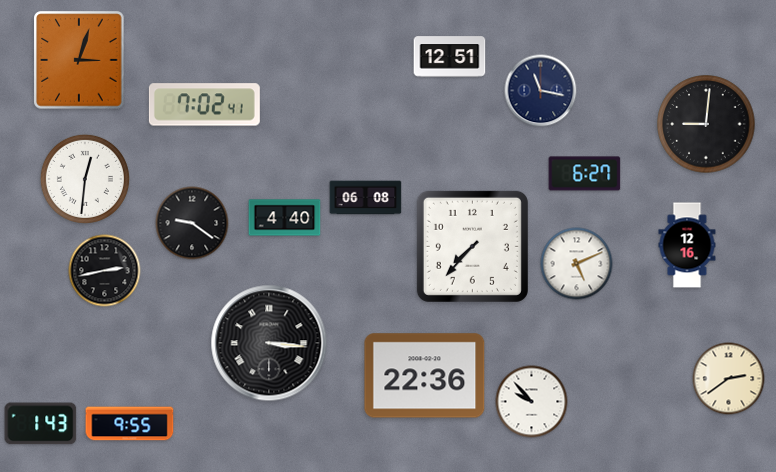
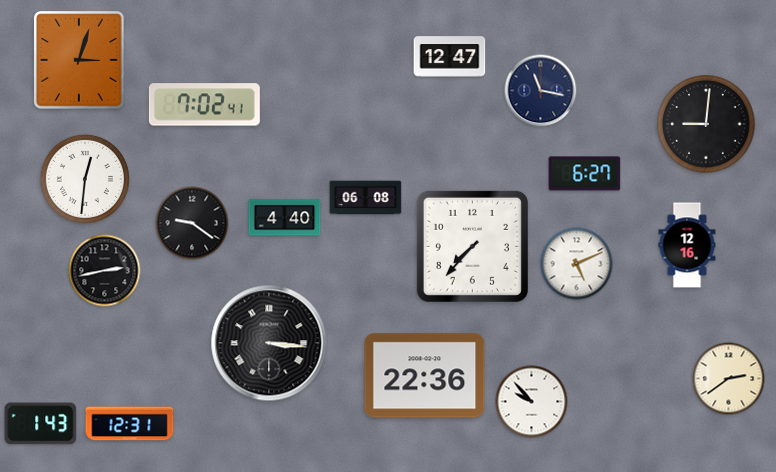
clock at (450, 57): 12:51 -> 12:47
clock at (130, 424): 9:55 -> 12:31
